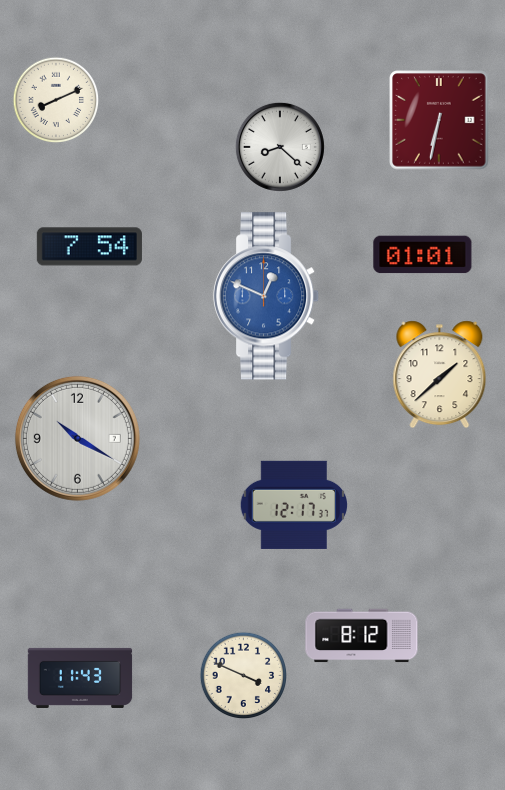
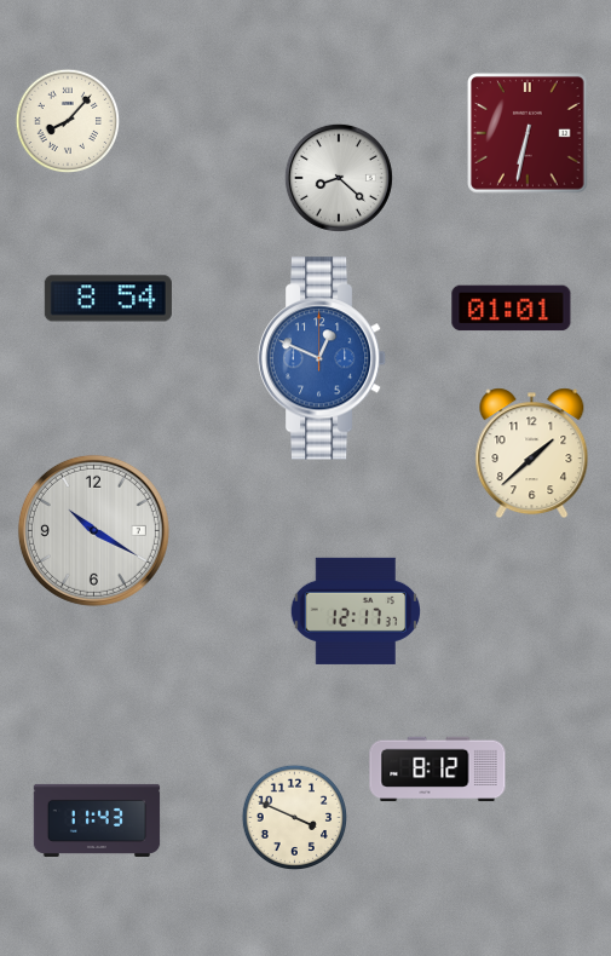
clock at (56, 100): 8:11 -> 8:07
clock at (439, 120) position: (439, 120) -> (528, 133)
clock at (89, 247): 7:54 -> 8:54
